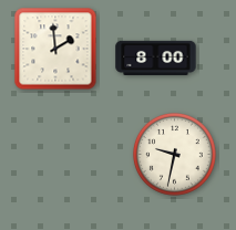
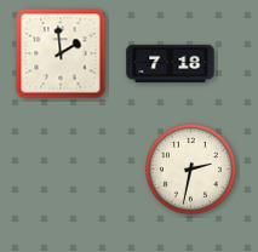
clock at (156, 57): 8:00 -> 7:18
clock at (174, 154): 9:32 -> 2:32
